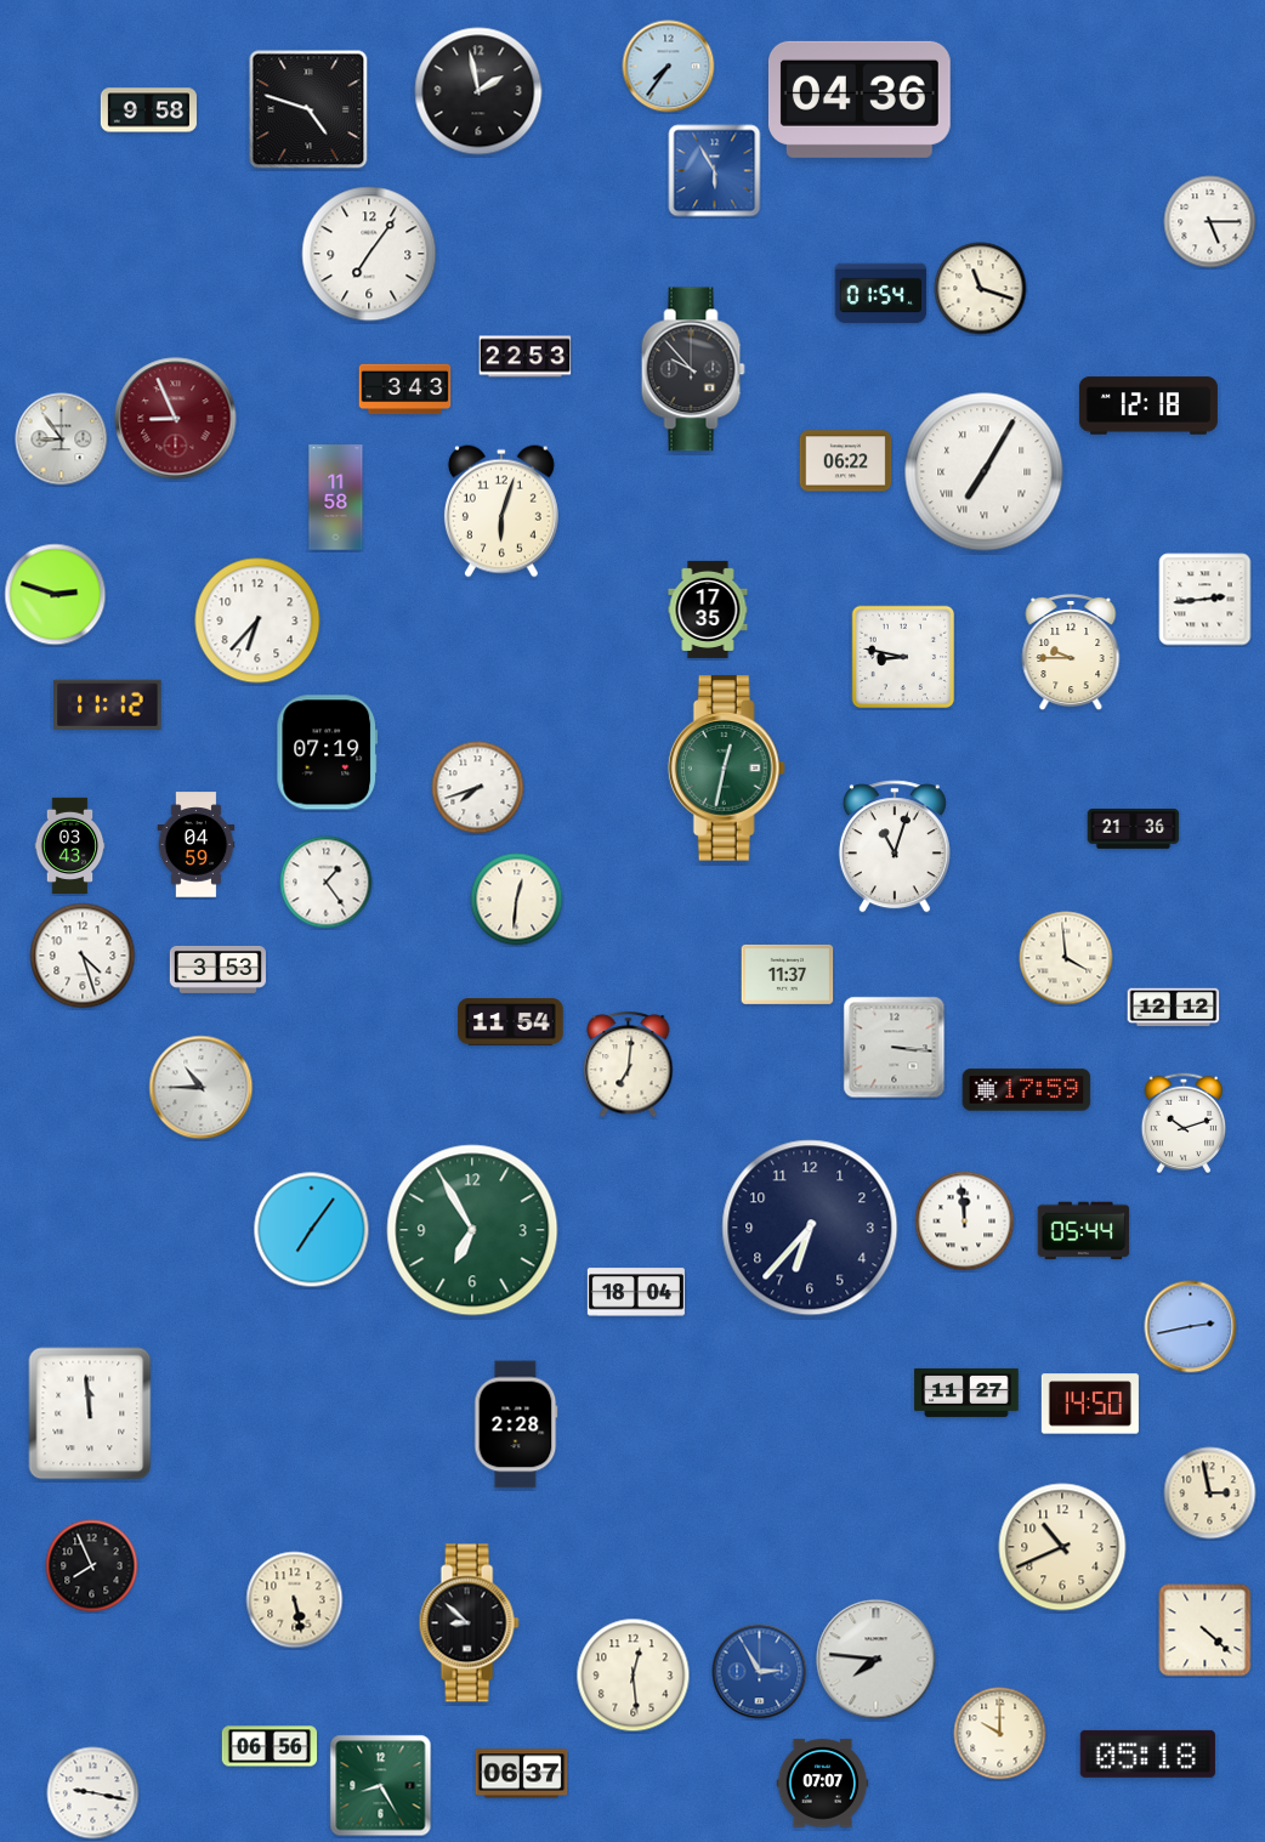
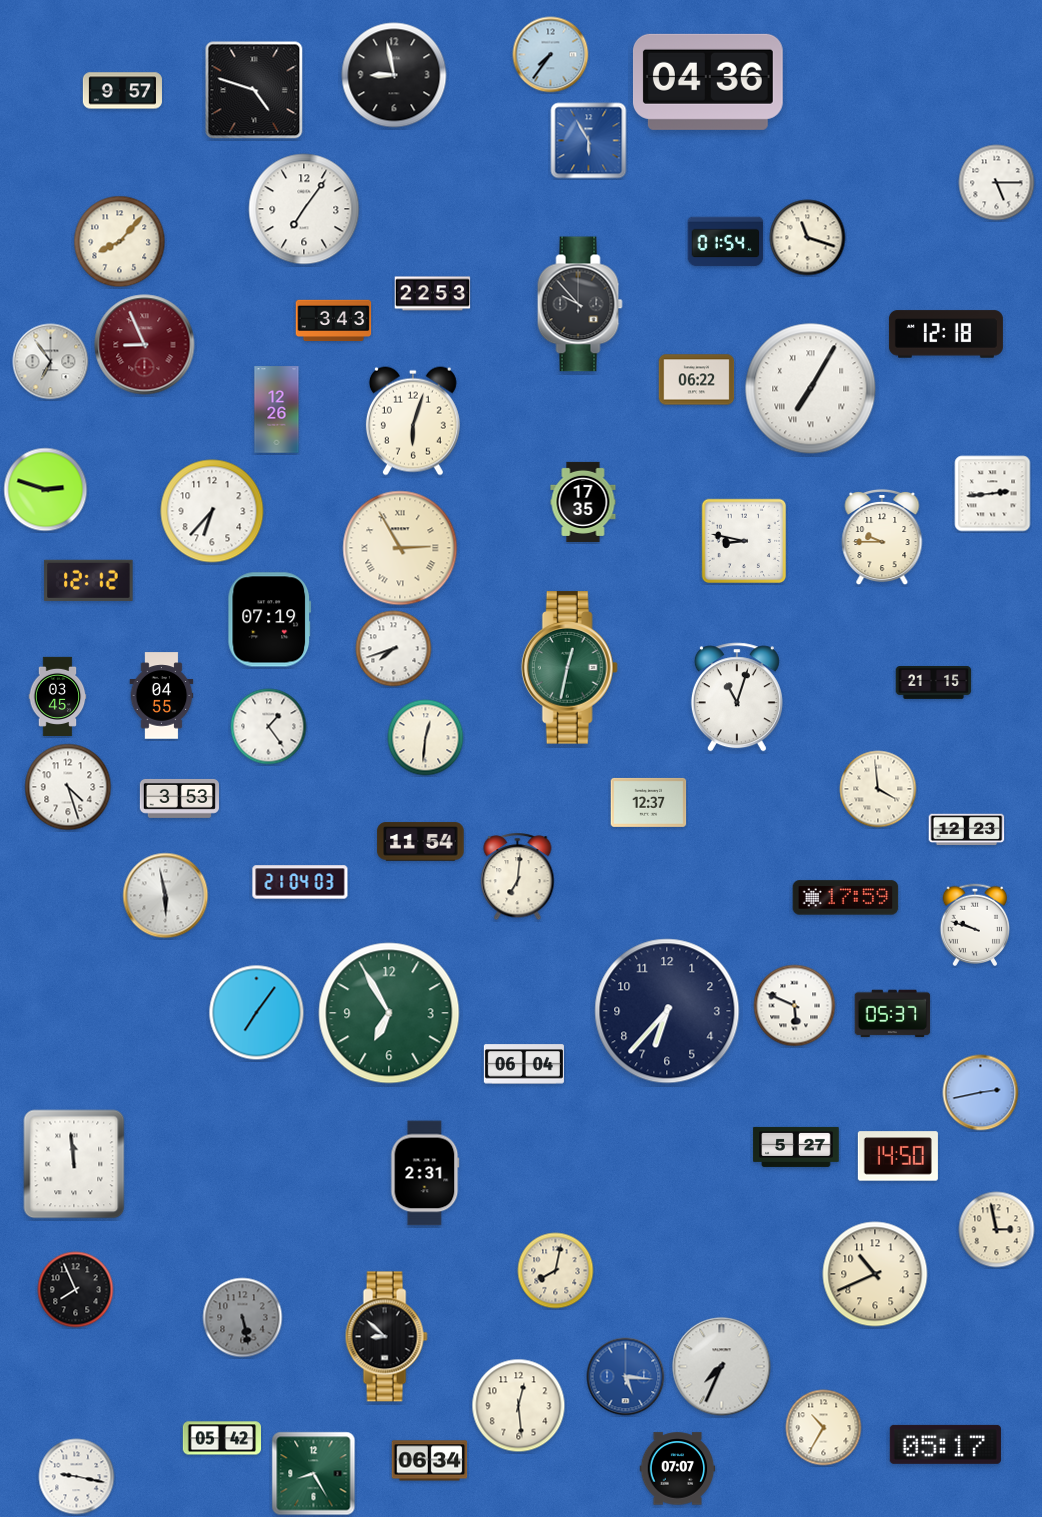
clock at (478, 91): 1:58 -> 8:58
clock at (148, 110): 9:58 -> 9:57
clock at (120, 242): none -> 8:07
clock at (693, 369) position: (693, 369) -> (580, 304)
clock at (62, 440): 8:54 -> 6:54
clock at (336, 498): 11:58 -> 12:26
clock at (400, 548): none -> 2:55
clock at (108, 704): 11:12 -> 12:12
clock at (726, 769) position: (726, 769) -> (569, 668)
clock at (1134, 829): 21:36 -> 21:15
clock at (70, 845): 03:43 -> 03:45
clock at (197, 845): 04:59 -> 04:55
clock at (517, 900) position: (517, 900) -> (426, 738)
clock at (788, 974): 11:37 -> 12:37
clock at (1174, 1008): 12:12 -> 12:23
clock at (895, 1048): 3:16 -> none
clock at (300, 882): none -> 21:04
clock at (202, 1088): 10:45 -> 5:58
clock at (1184, 1123): 10:12 -> 9:48
clock at (965, 1222): 11:59 -> 5:49
clock at (1084, 1231): 05:44 -> 05:37
clock at (636, 1292): 18:04 -> 06:04
clock at (966, 1393): 11:27 -> 5:27
clock at (516, 1424): 2:28 -> 2:31
clock at (556, 1271): none -> 8:02
clock at (295, 1600) dial: cream -> grey
clock at (1206, 1631): 4:22 -> none
clock at (877, 1660): 7:46 -> 7:34
clock at (760, 1672): 2:55 -> 5:16
clock at (634, 1676) position: (634, 1676) -> (519, 1406)
clock at (1000, 1734): 10:00 -> 10:35
clock at (270, 1746): 06:56 -> 05:42
clock at (1147, 1753): 05:18 -> 05:17
clock at (522, 1774): 06:37 -> 06:34
clock at (381, 1786) position: (381, 1786) -> (314, 1474)
